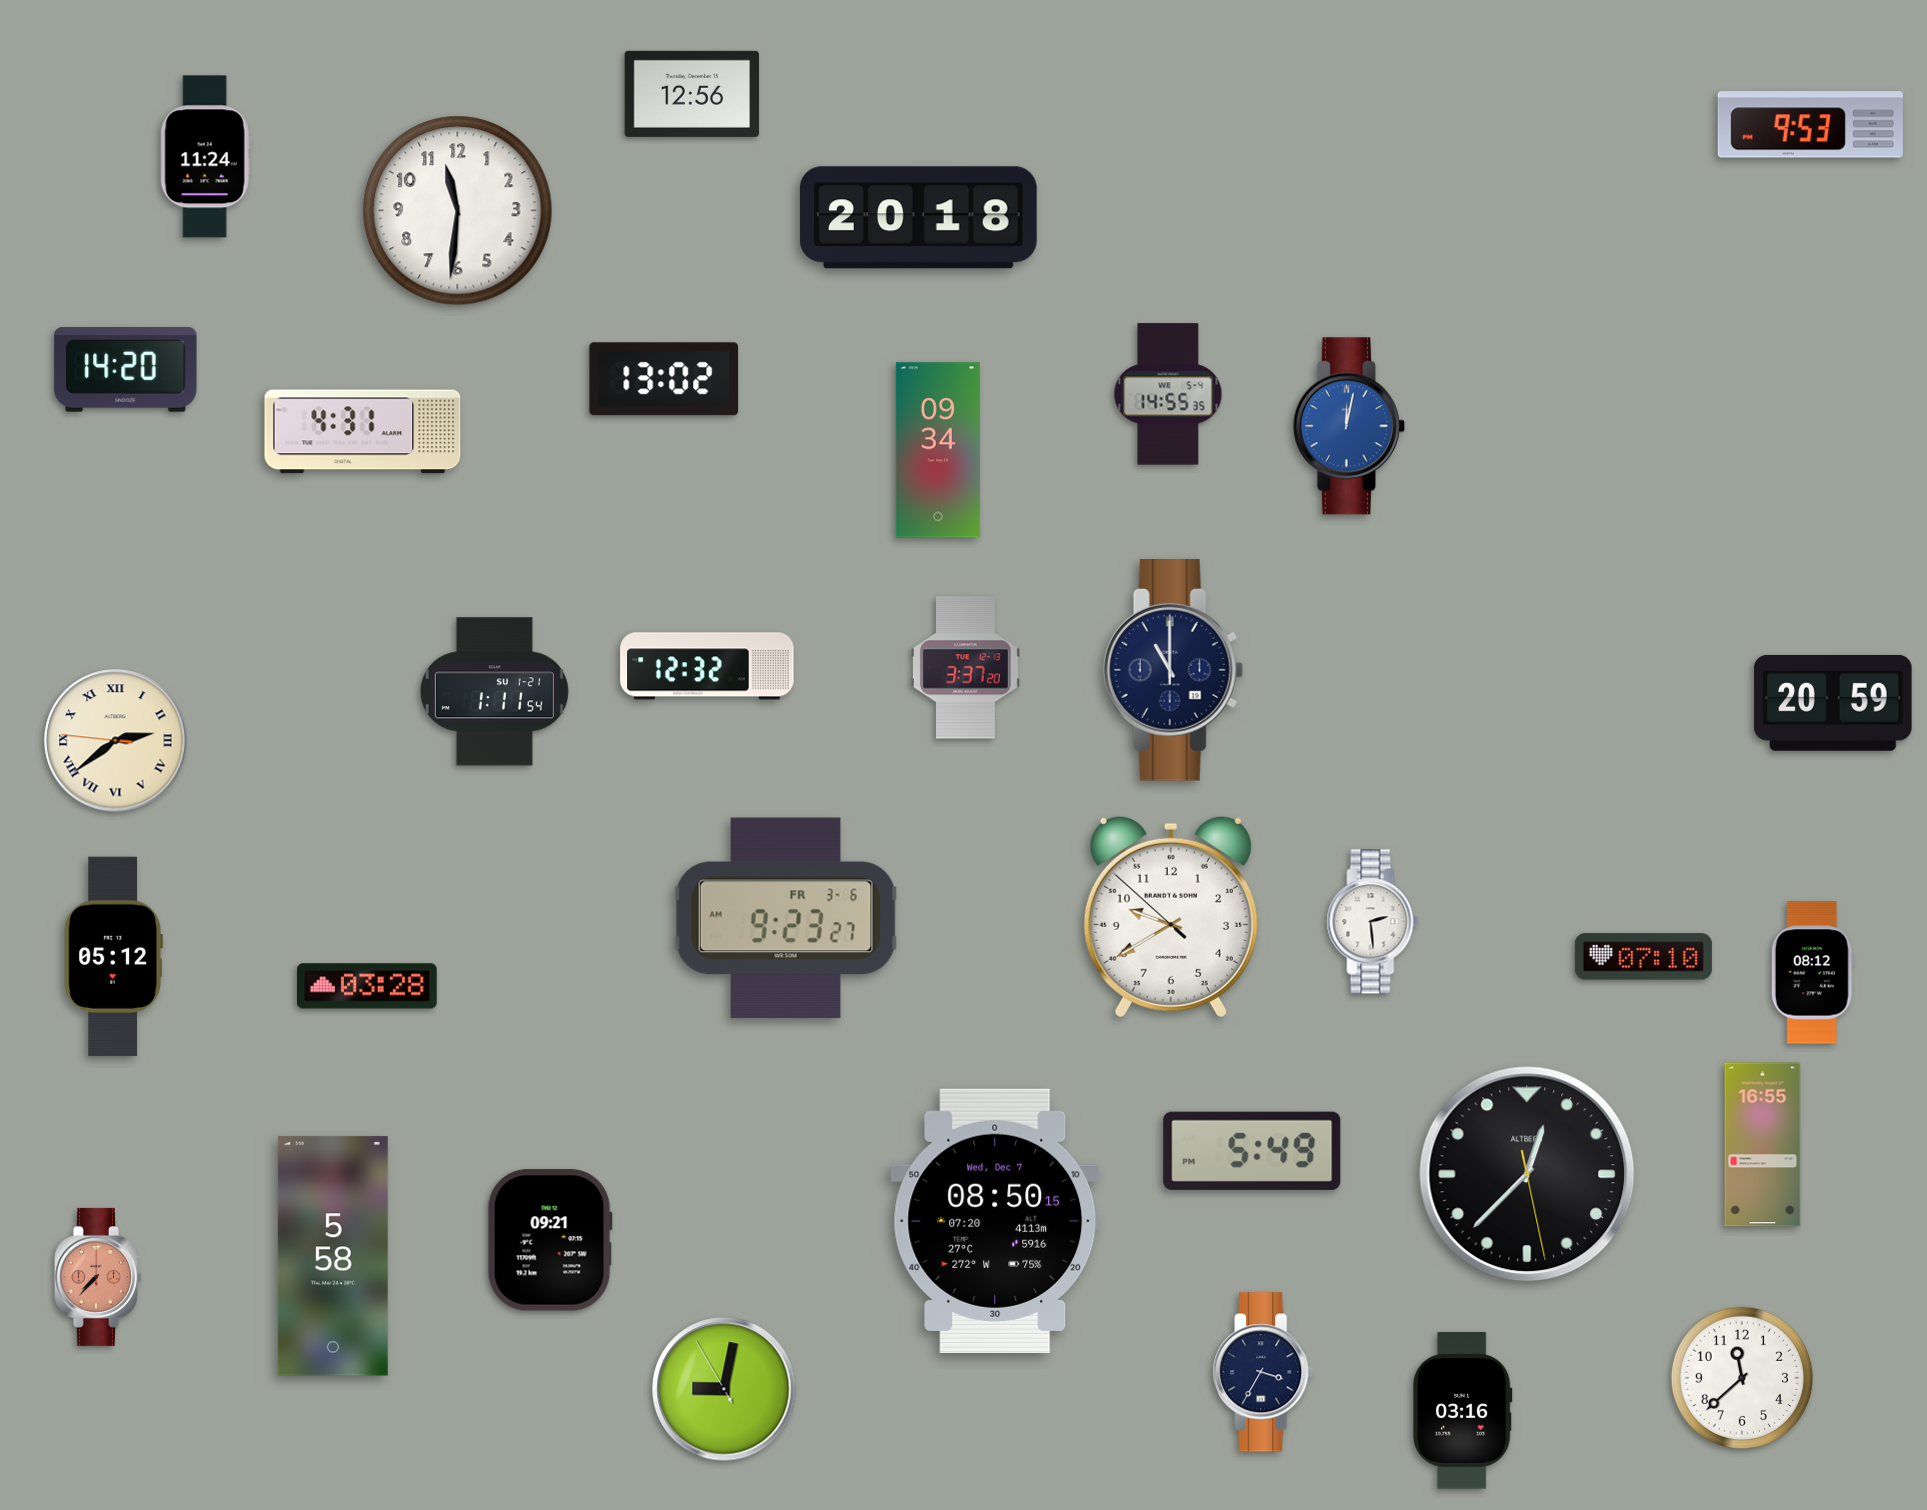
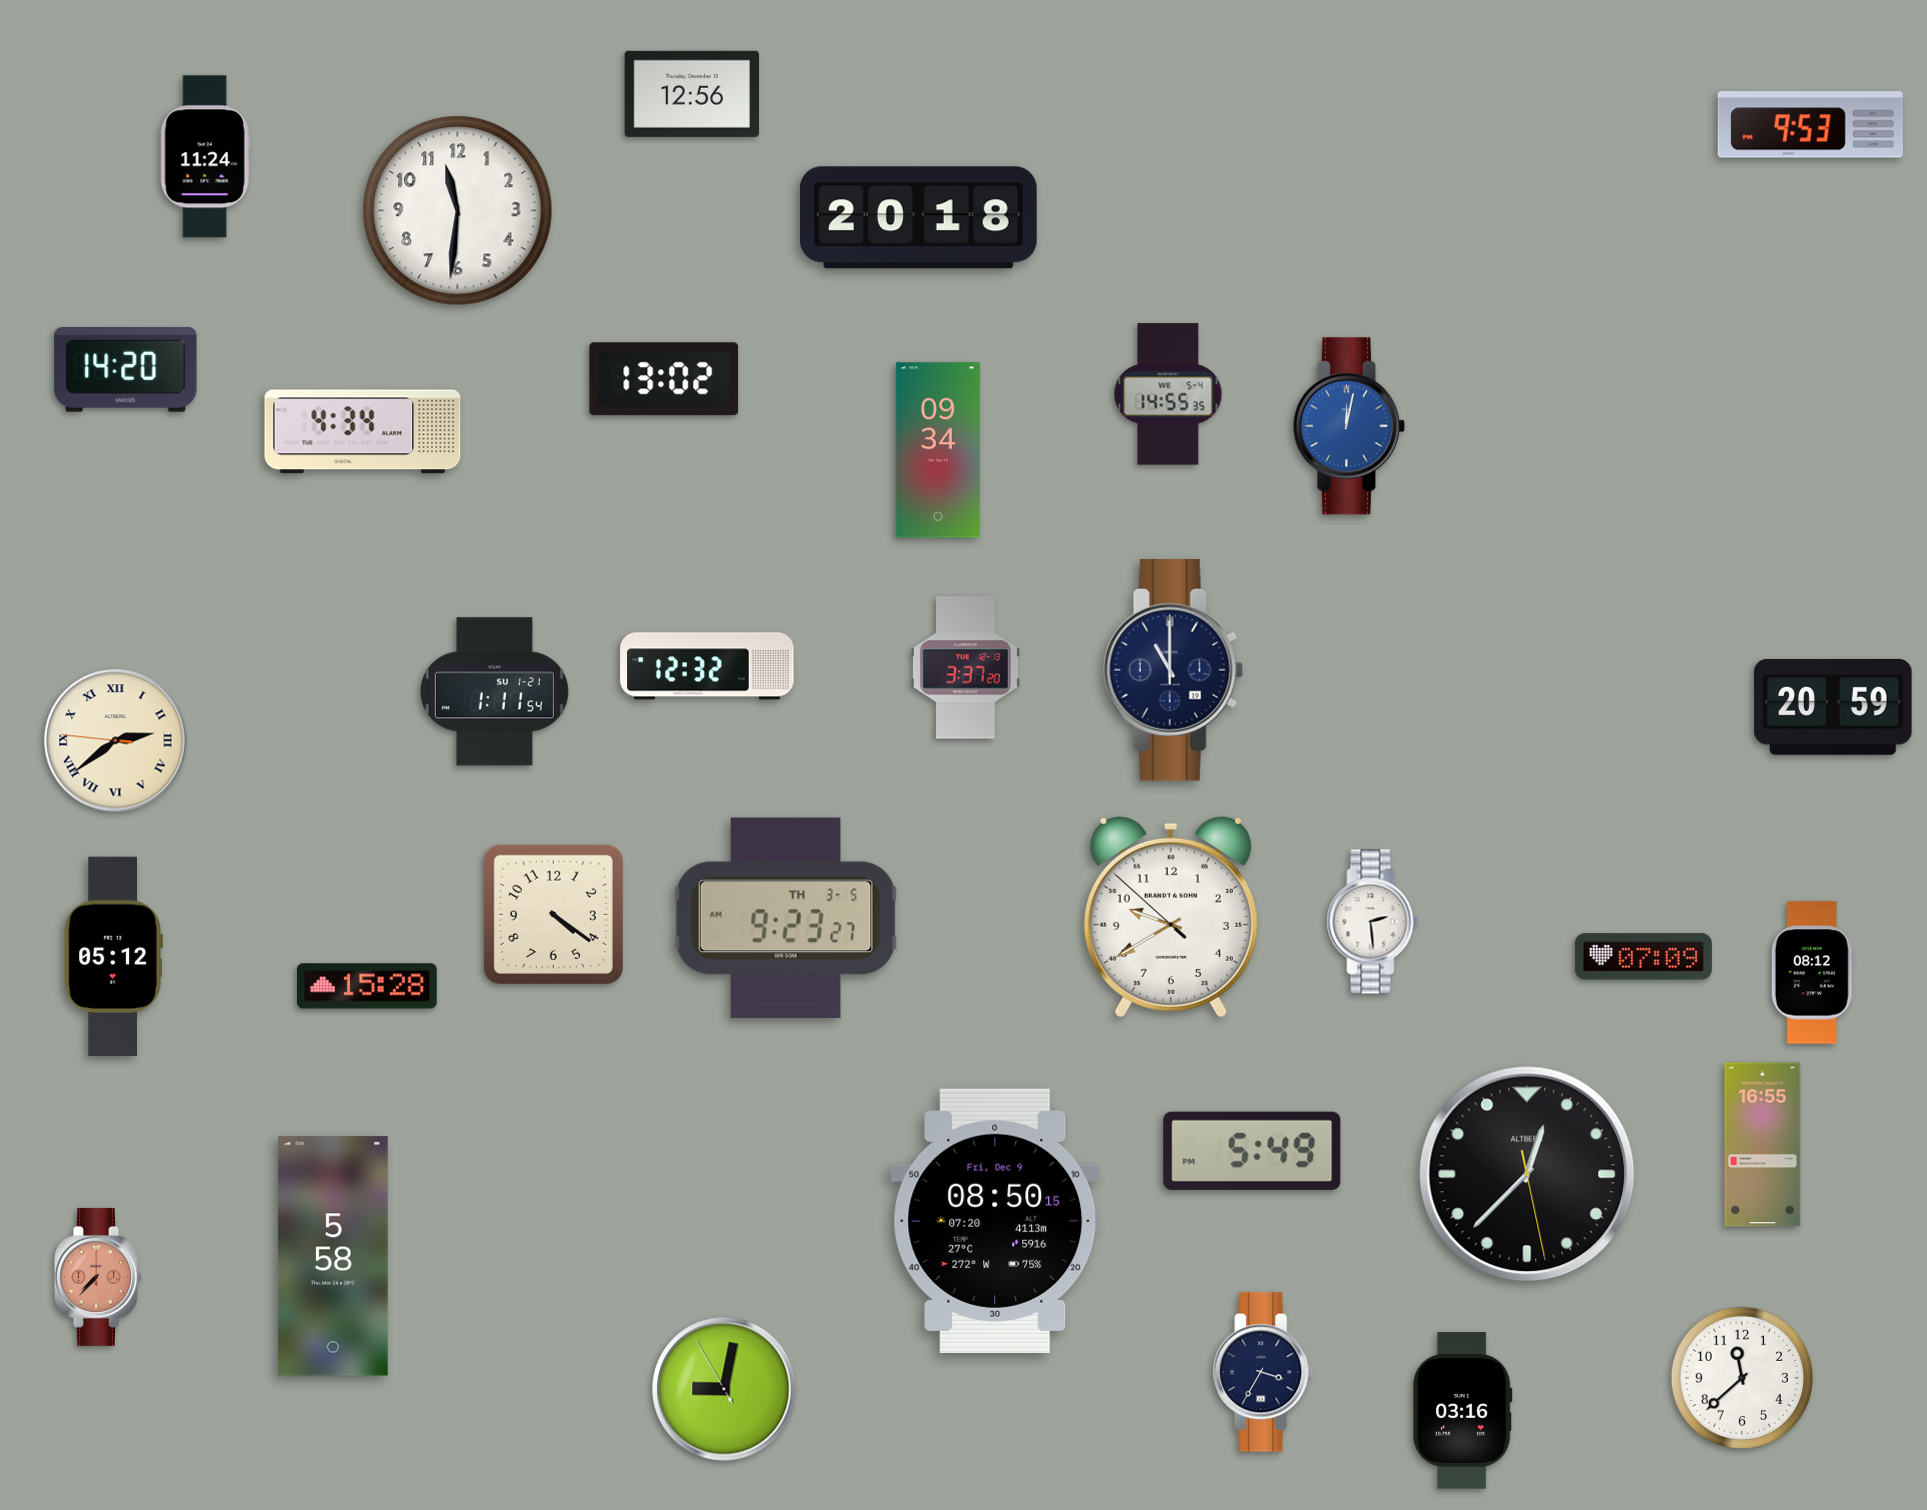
clock at (363, 432): 4:31 -> 4:34
clock at (1833, 703) position: (1833, 703) -> (1833, 707)
clock at (553, 914): none -> 4:21
clock at (786, 918) date: FR 3-6 -> TH 3-5
clock at (1643, 957): 07:10 -> 07:09
clock at (368, 986): 03:28 -> 15:28
clock at (995, 1221) date: Wed, Dec 7 -> Fri, Dec 9
clock at (550, 1240): 09:21 -> none
